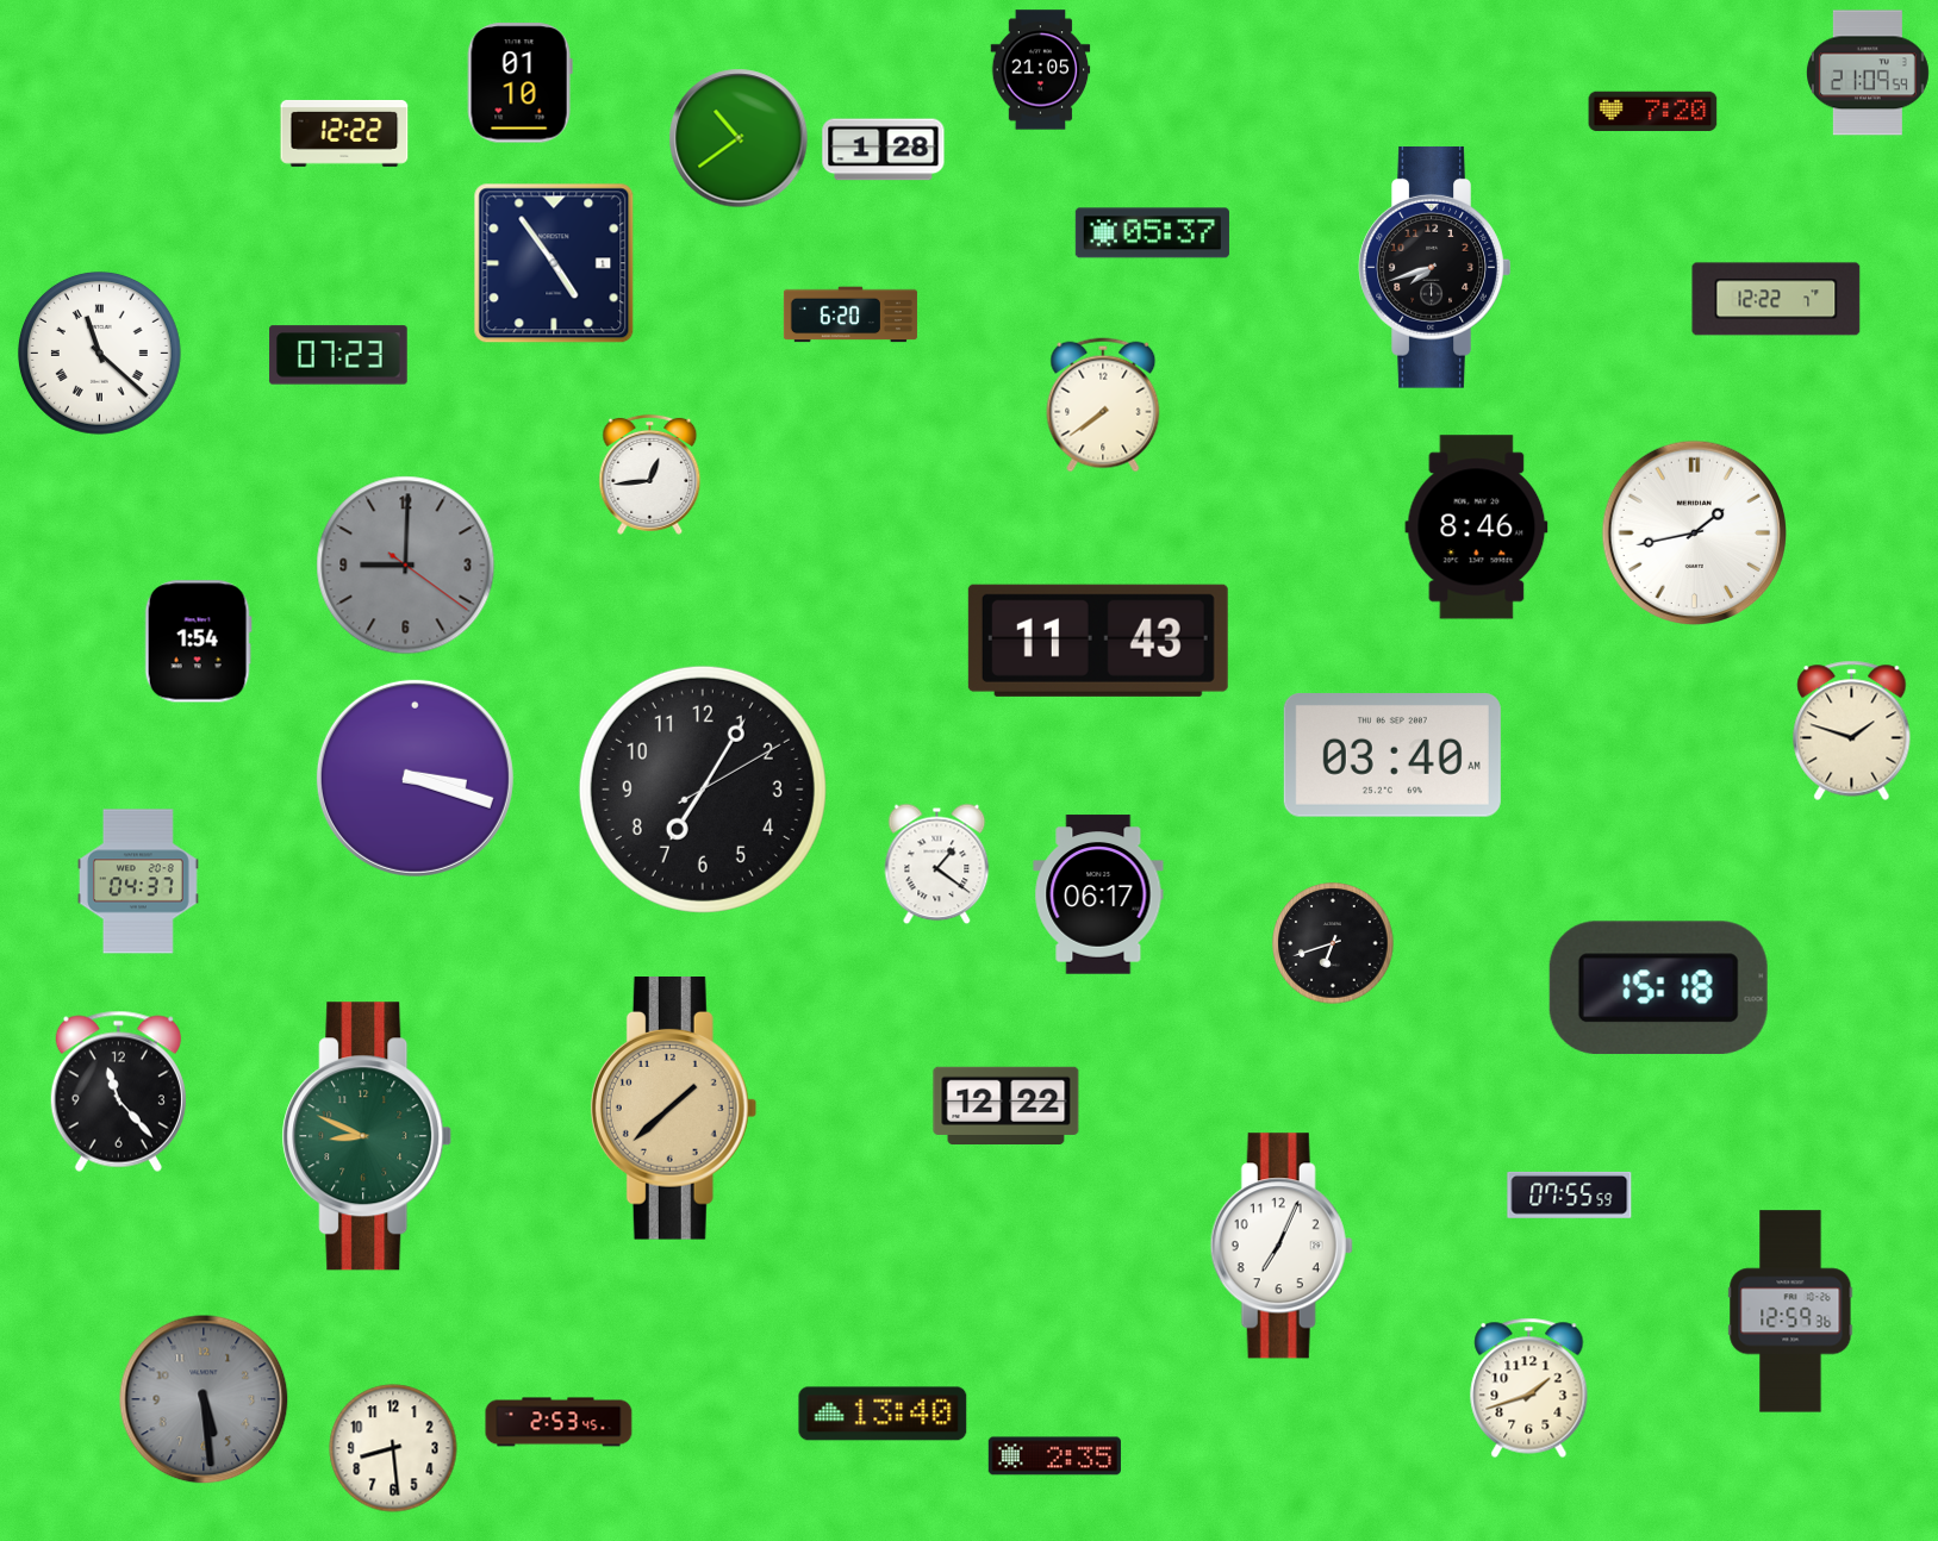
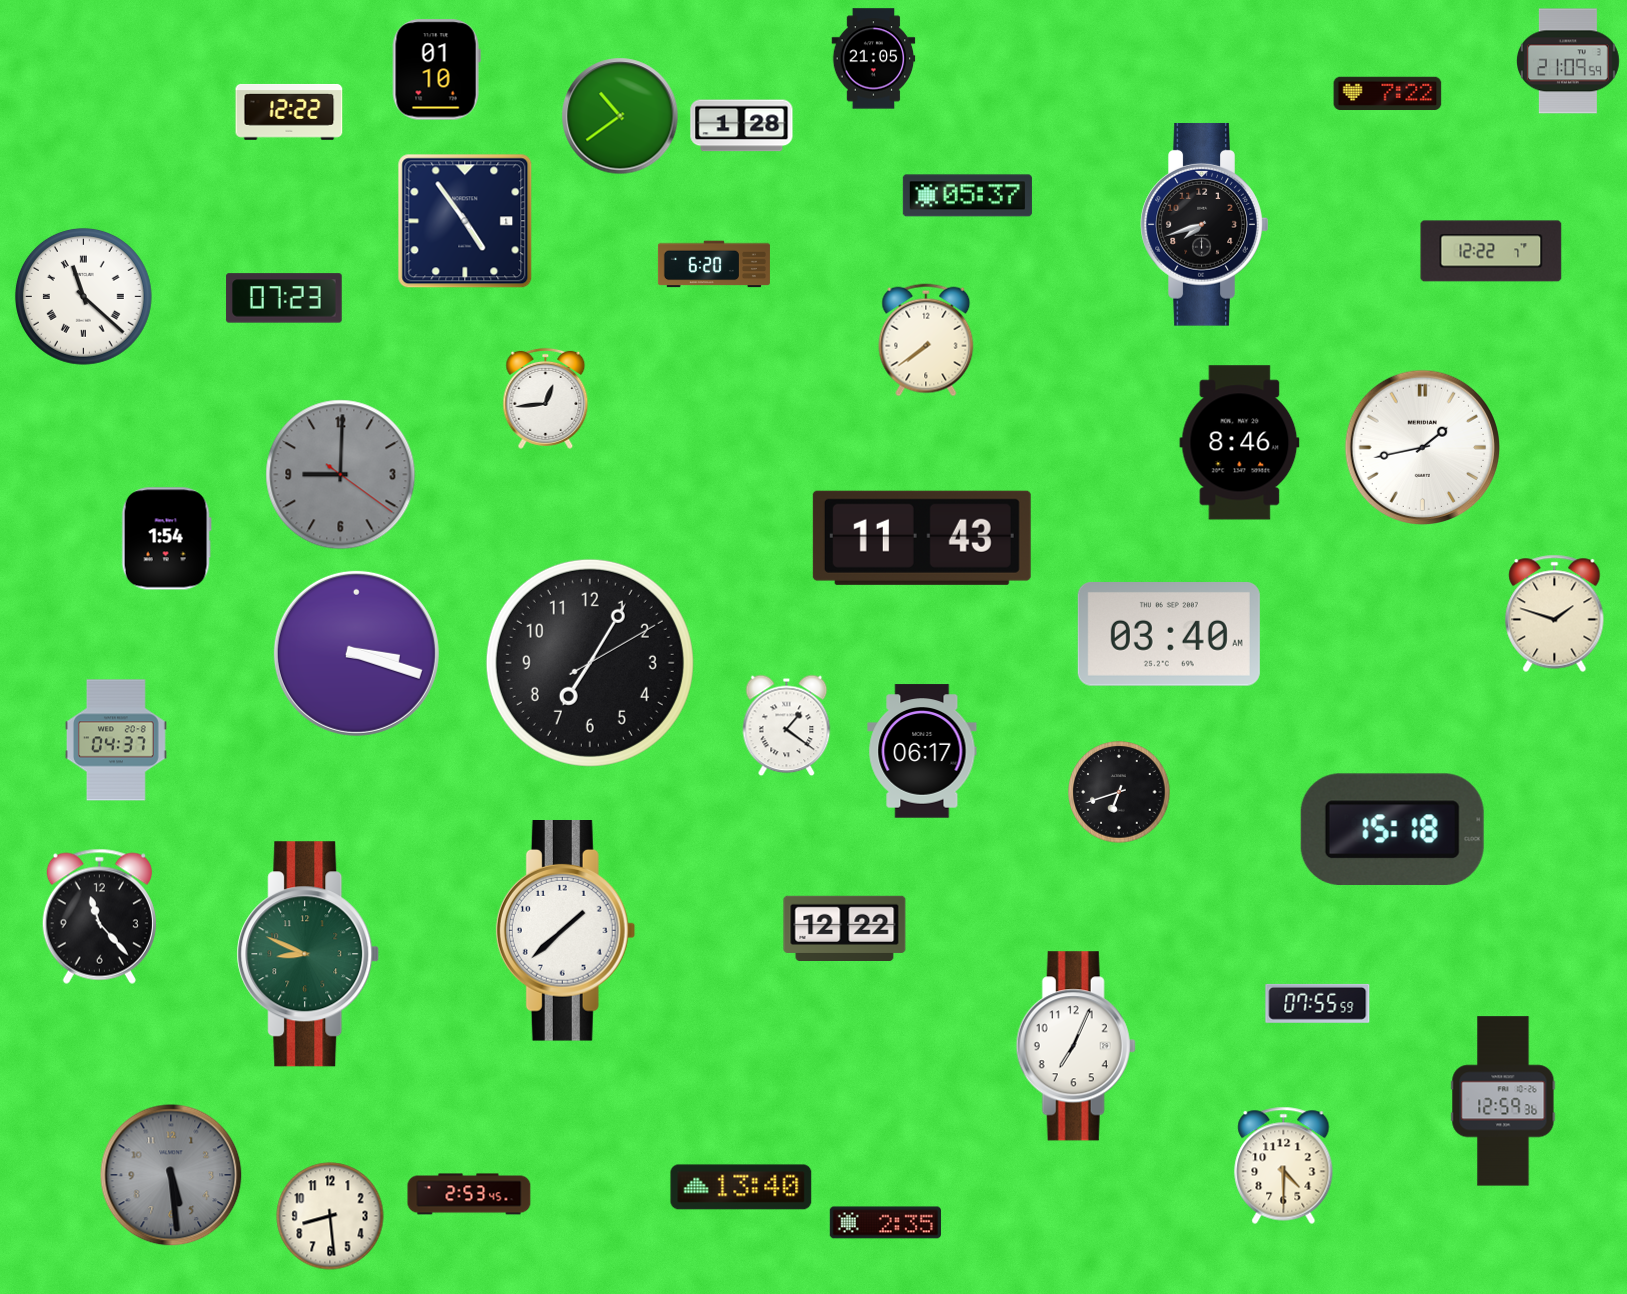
clock at (1653, 112): 7:20 -> 7:22
clock at (415, 778) position: (415, 778) -> (356, 653)
clock at (674, 1109) dial: champagne -> white
clock at (1529, 1387): 1:42 -> 4:30
